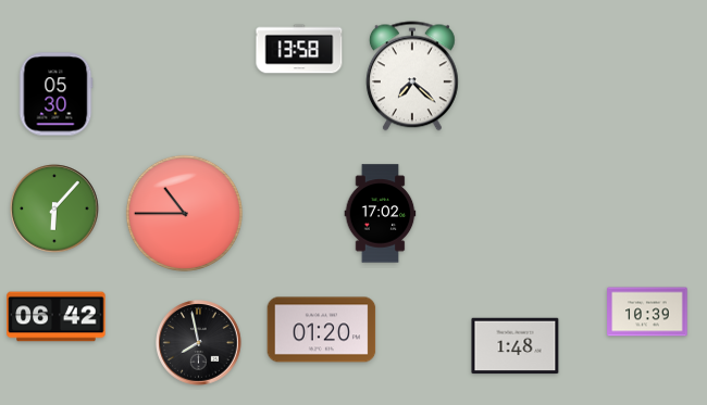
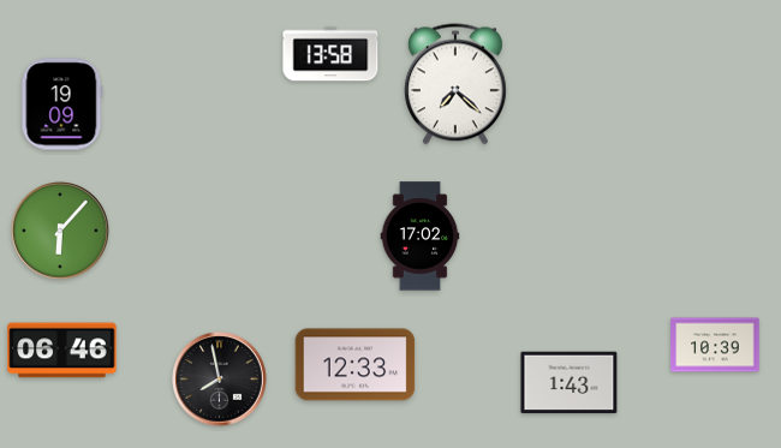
clock at (57, 94): 05:30 -> 19:09
clock at (184, 213): 10:45 -> none
clock at (57, 317): 06:42 -> 06:46
clock at (322, 330): 01:20 -> 12:33
clock at (516, 346): 1:48 -> 1:43
